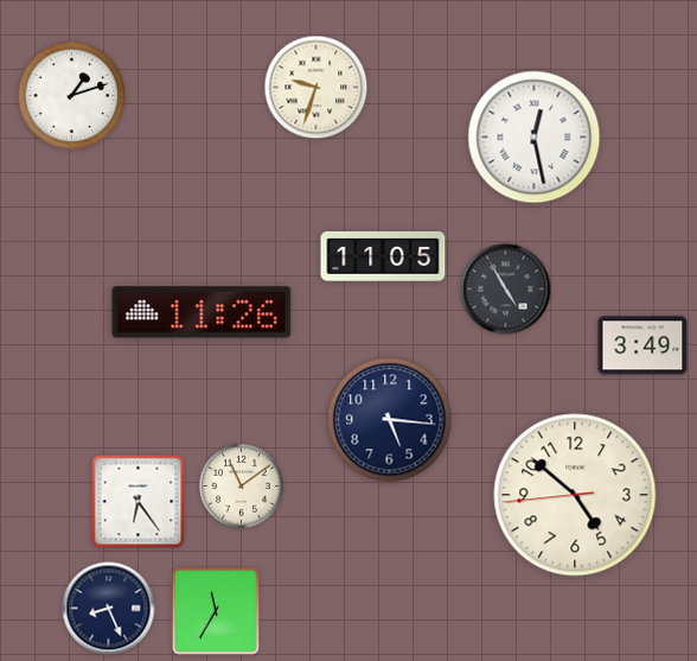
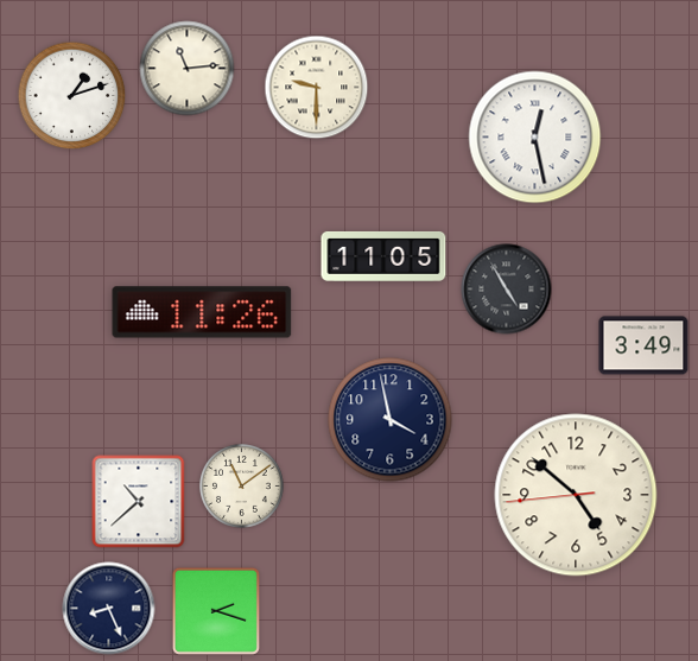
clock at (188, 69): none -> 11:14
clock at (316, 88): 9:33 -> 9:30
clock at (390, 420): 5:16 -> 3:58
clock at (139, 502): 6:24 -> 10:38
clock at (216, 611): 11:35 -> 2:18
